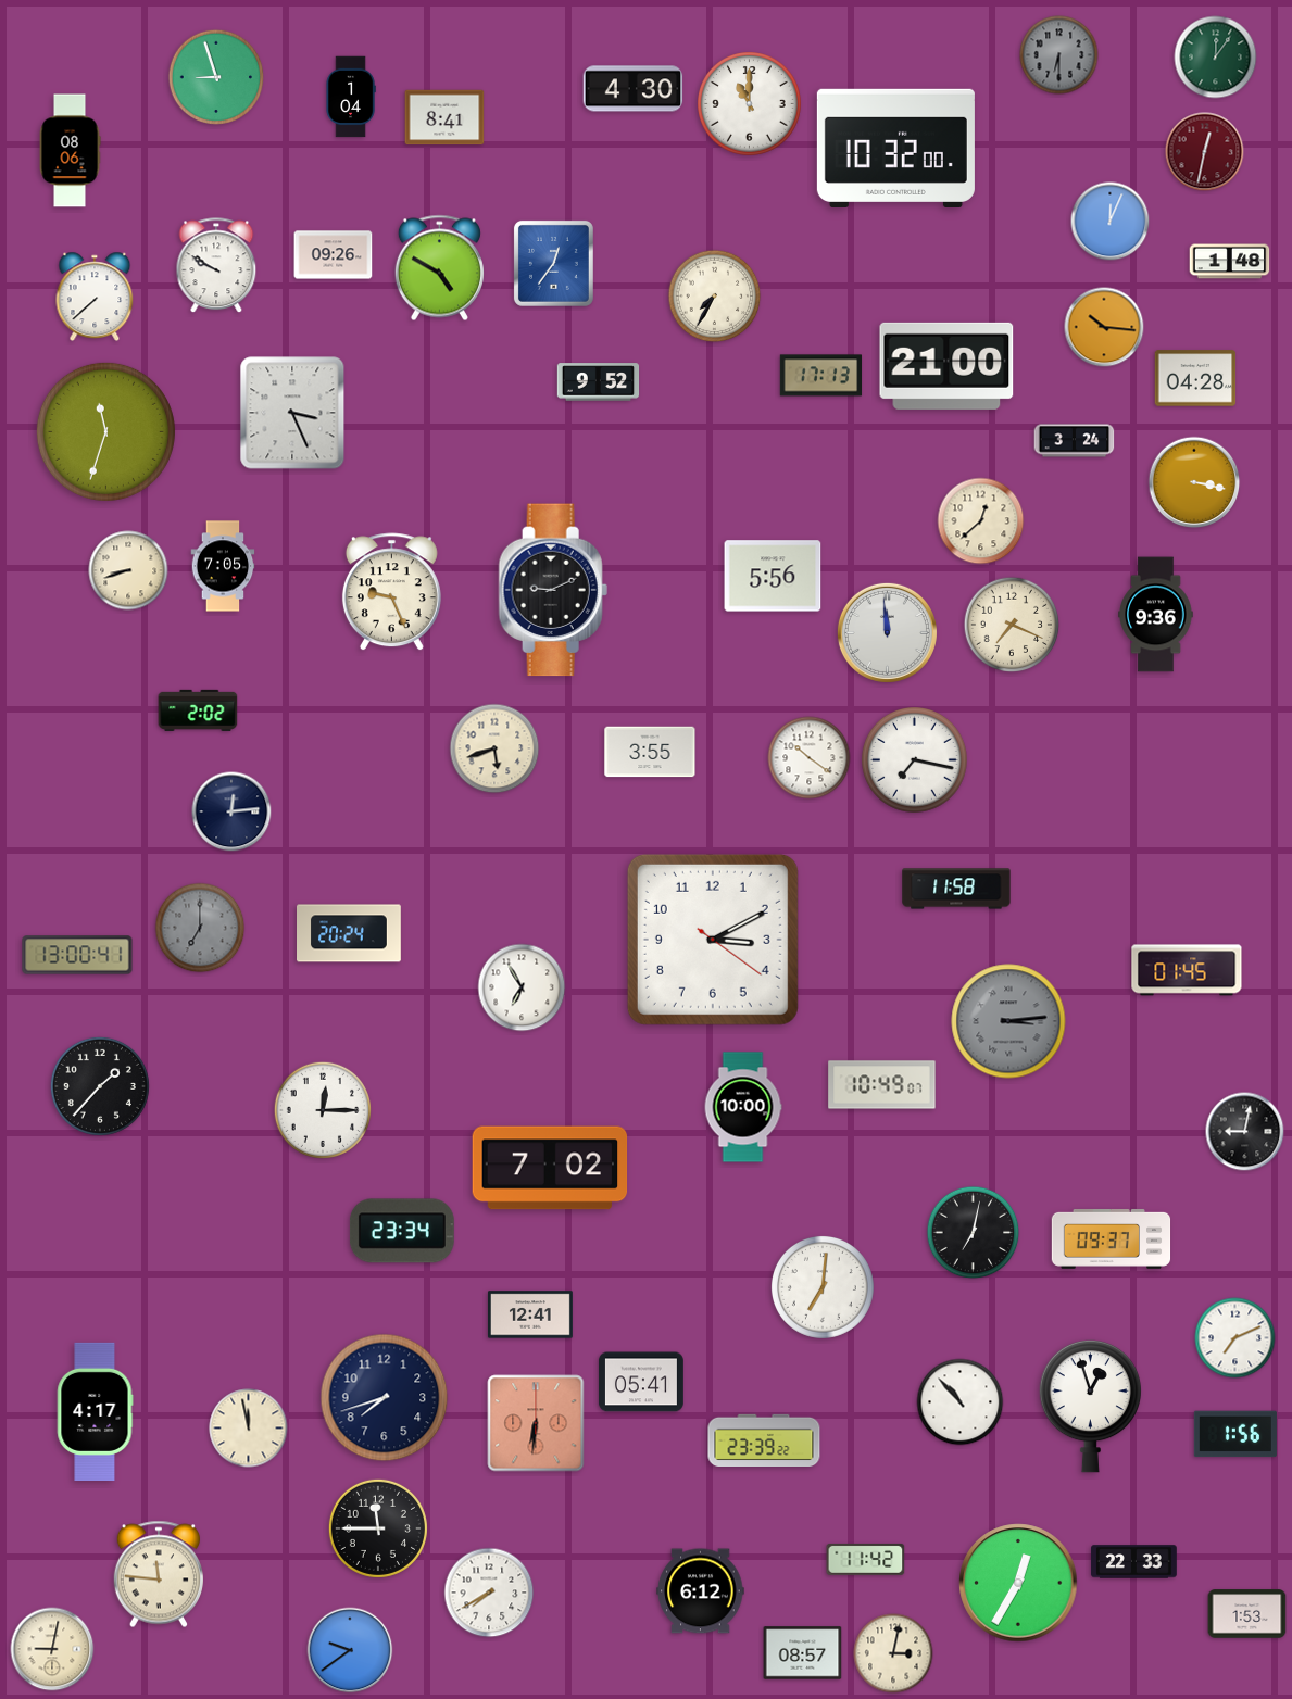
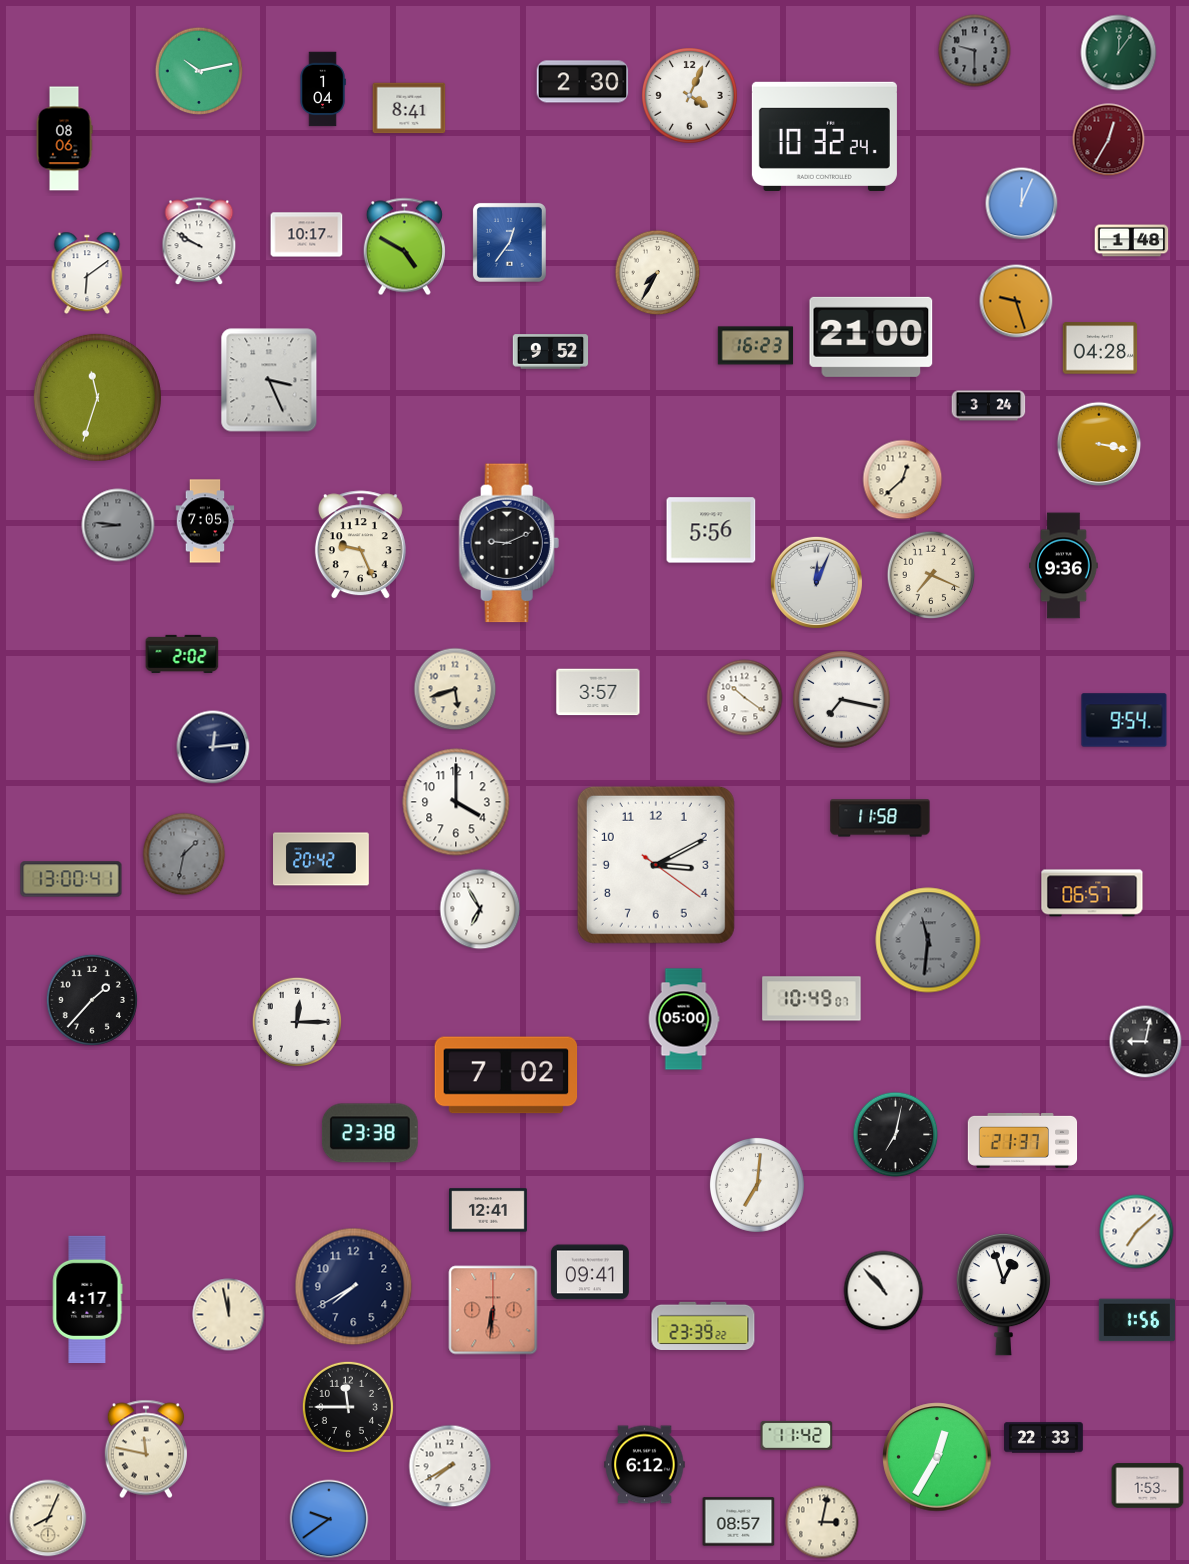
clock at (1059, 55): 6:30 -> 9:30
clock at (216, 77): 8:57 -> 10:13
clock at (634, 89): 4:30 -> 2:30
clock at (750, 104): 11:00 -> 4:04
clock at (895, 148): 10:32:00 -> 10:32:24
clock at (1205, 152): 12:32 -> 12:35
clock at (334, 255): 09:26 -> 10:17
clock at (216, 266) position: (216, 266) -> (199, 242)
clock at (95, 297): 7:38 -> 6:09
clock at (1104, 327): 10:16 -> 9:27
clock at (821, 376): 17:13 -> 16:23
clock at (128, 570): 8:42 -> 8:46
clock at (128, 570) dial: cream -> grey
clock at (887, 632): 11:59 -> 12:04
clock at (650, 752): 3:55 -> 3:57
clock at (1124, 720): none -> 9:54
clock at (456, 802): none -> 4:00
clock at (200, 928): 7:00 -> 1:32
clock at (350, 933): 20:24 -> 20:42
clock at (1187, 970): 01:45 -> 06:57
clock at (1008, 1021): 3:14 -> 11:31
clock at (743, 1107): 10:00 -> 05:00
clock at (402, 1231): 23:34 -> 23:38
clock at (1112, 1238): 09:37 -> 21:37
clock at (1235, 1338): 7:11 -> 7:08
clock at (641, 1382): 05:41 -> 09:41
clock at (385, 1398): 7:42 -> 7:40
clock at (159, 1574): 11:46 -> 11:47
clock at (52, 1649): 9:02 -> 8:04
clock at (350, 1650) position: (350, 1650) -> (329, 1519)
